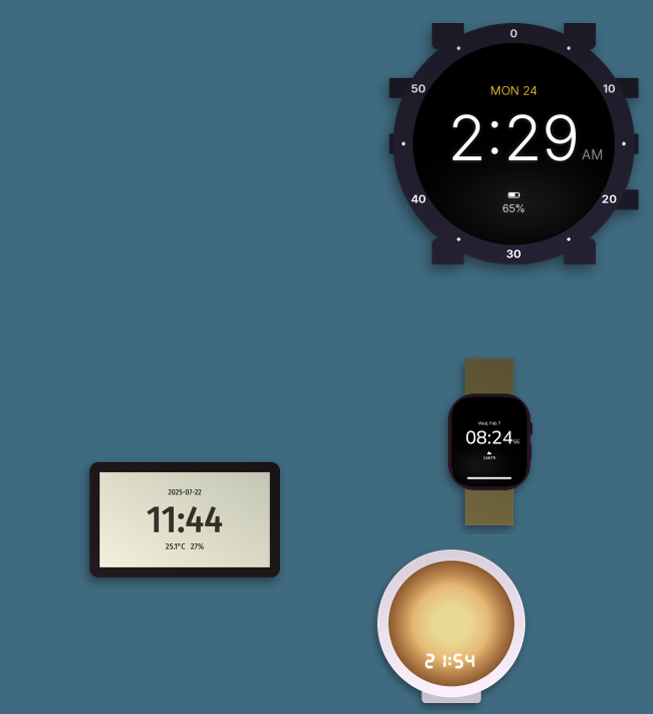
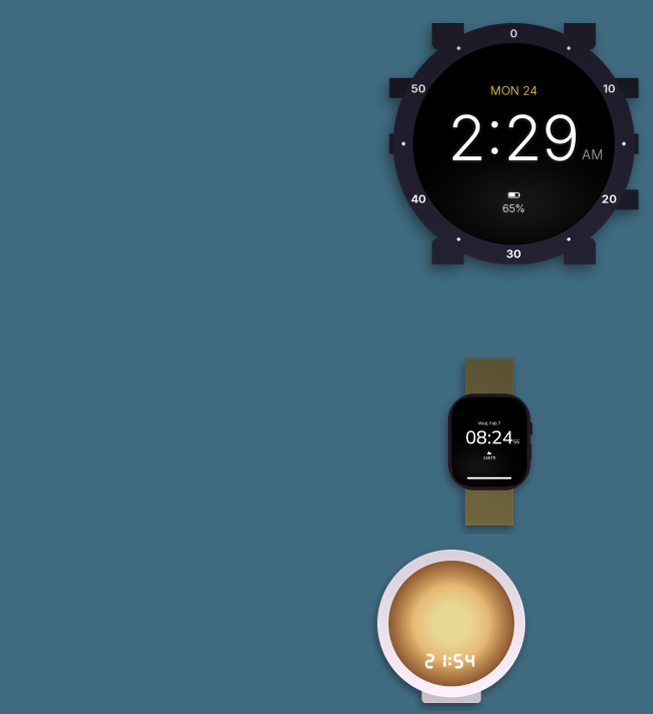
clock at (184, 520): 11:44 -> none
